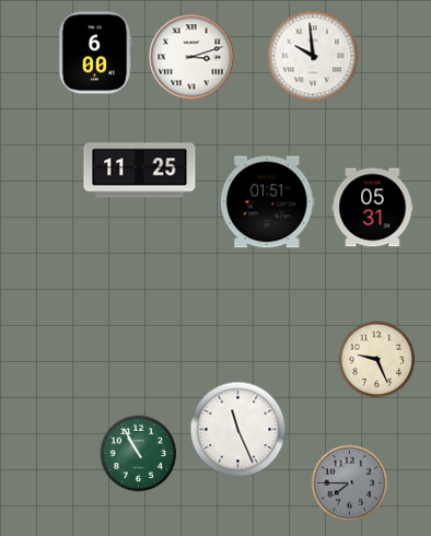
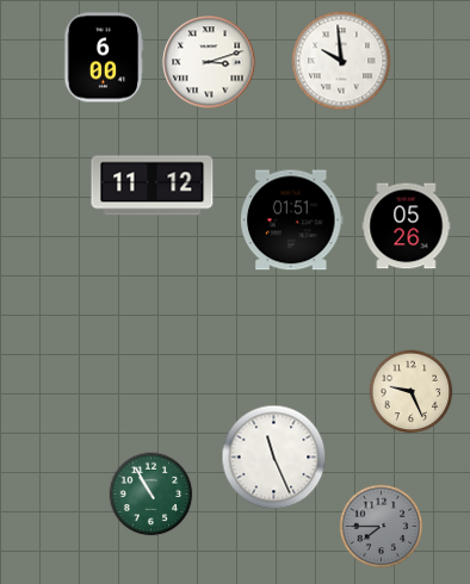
clock at (140, 171): 11:25 -> 11:12
clock at (373, 208): 05:31 -> 05:26
clock at (238, 430) position: (238, 430) -> (274, 458)
